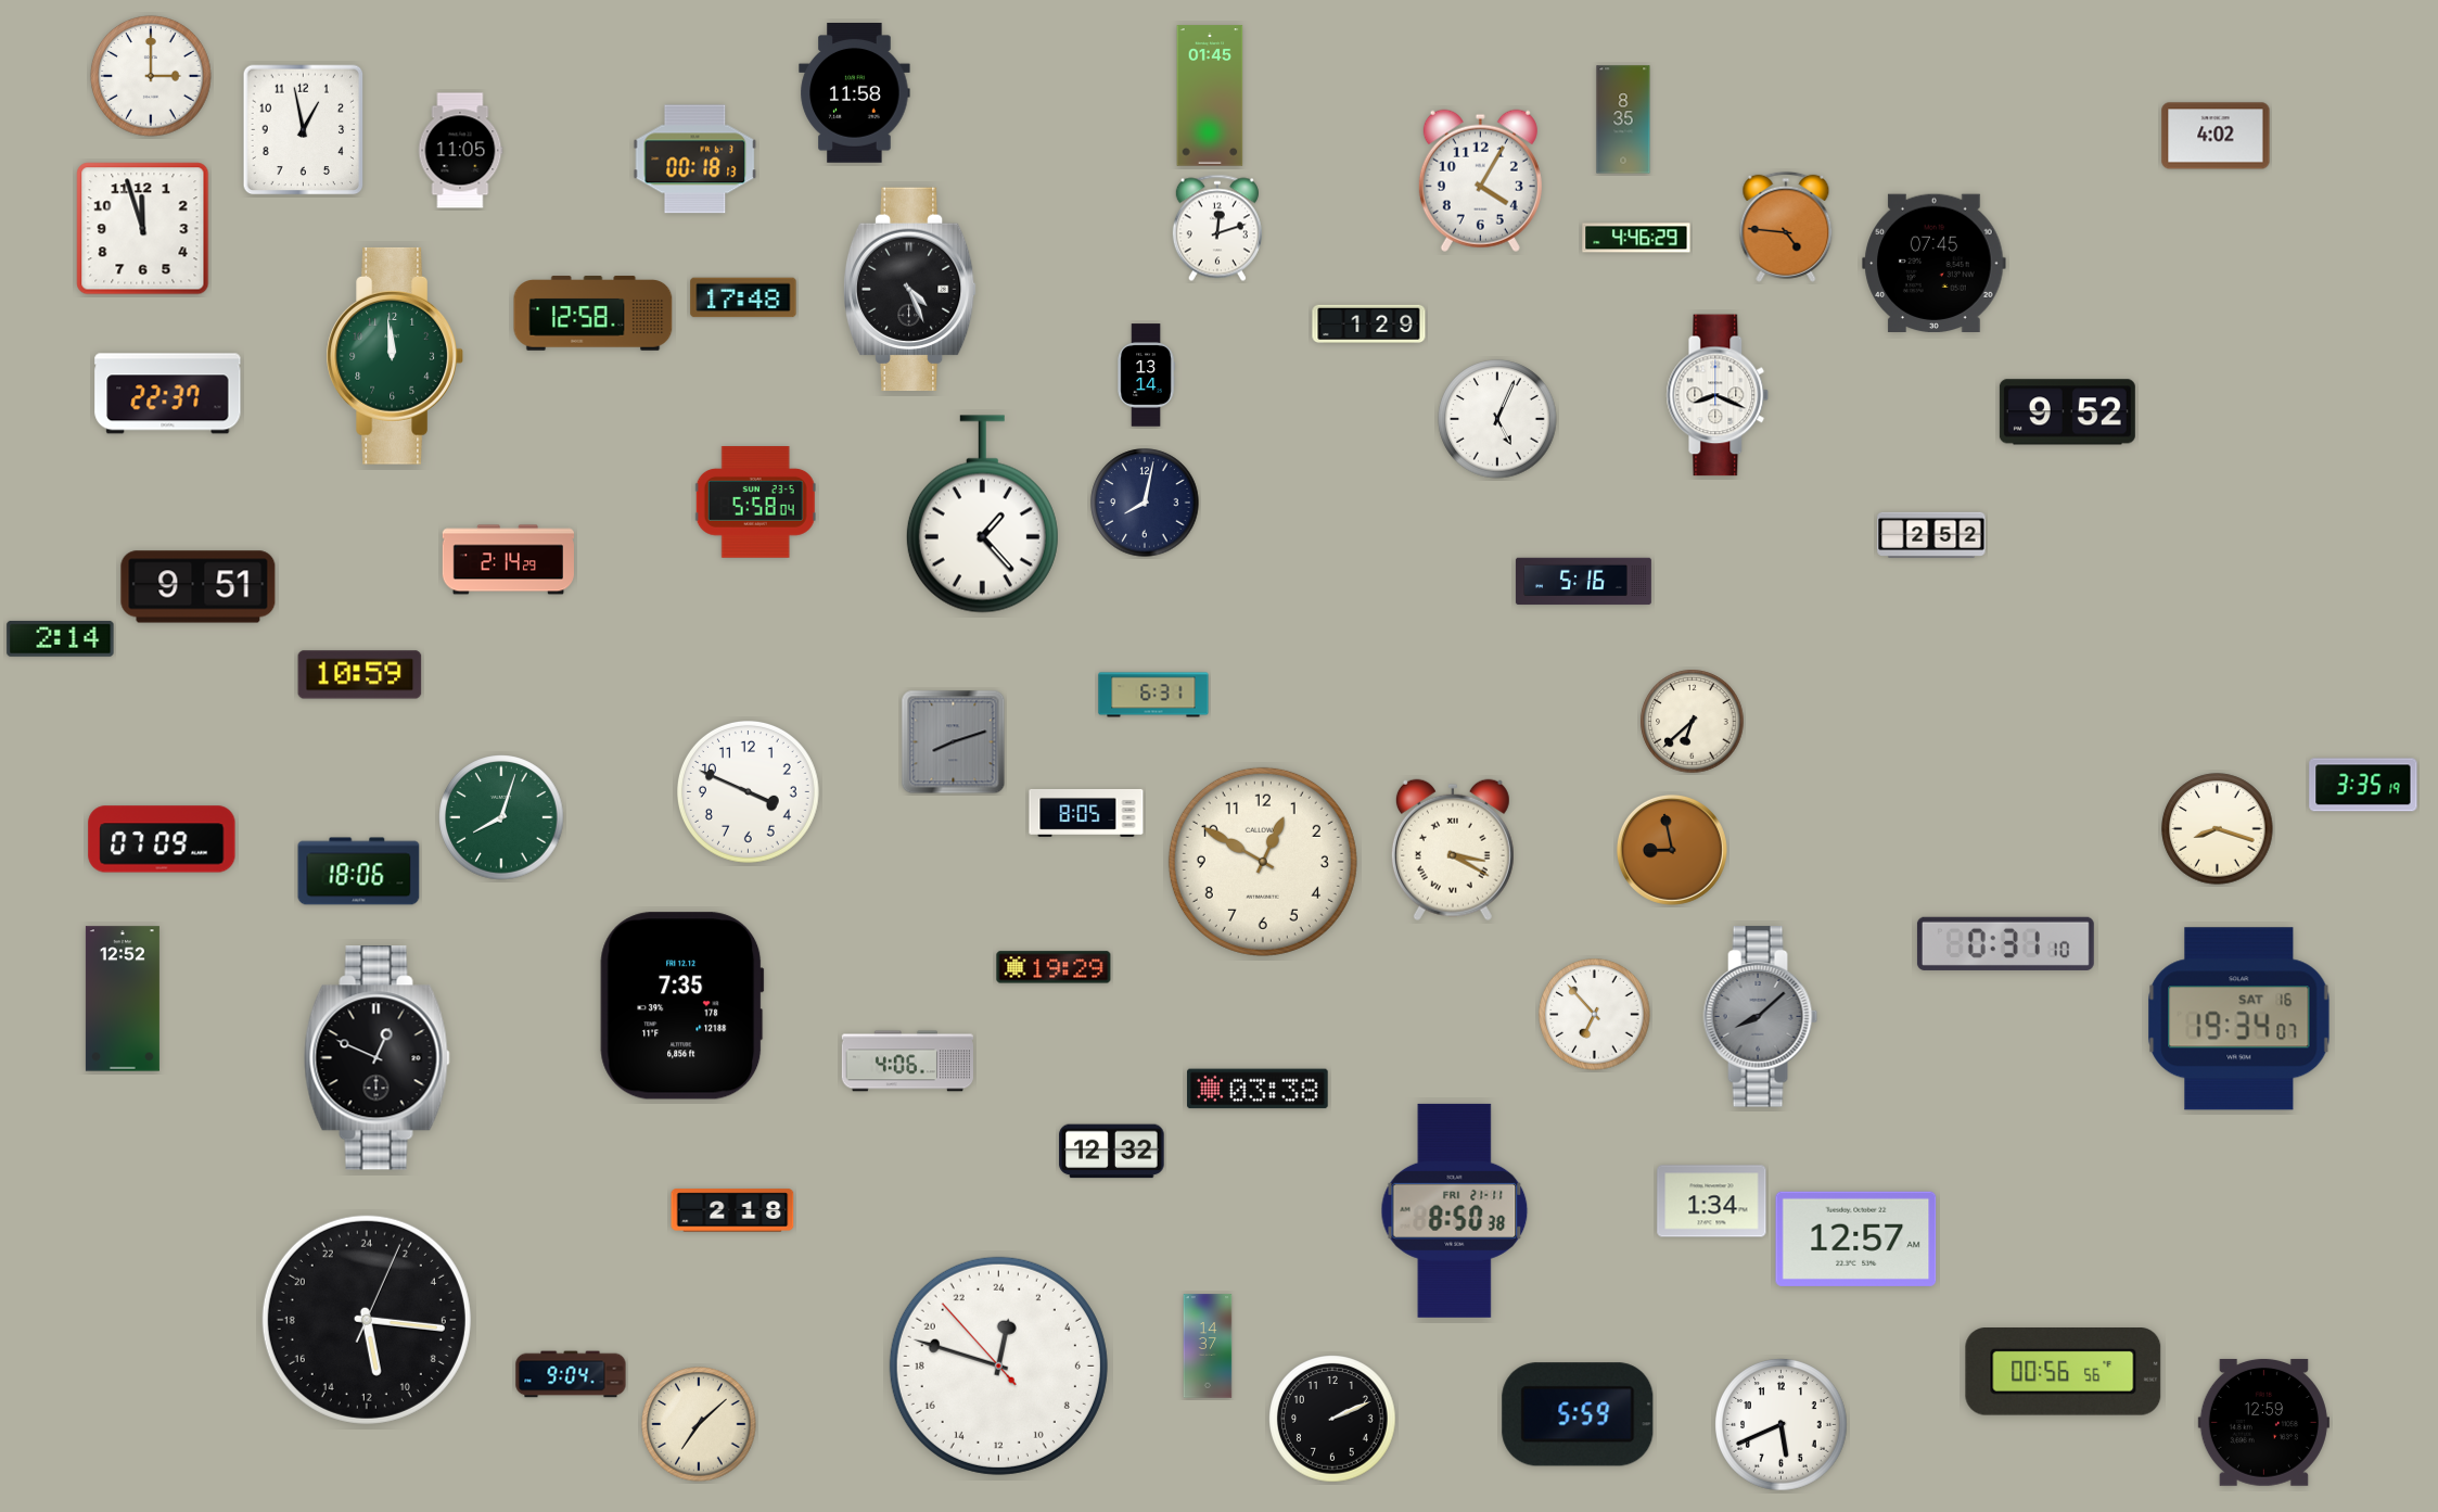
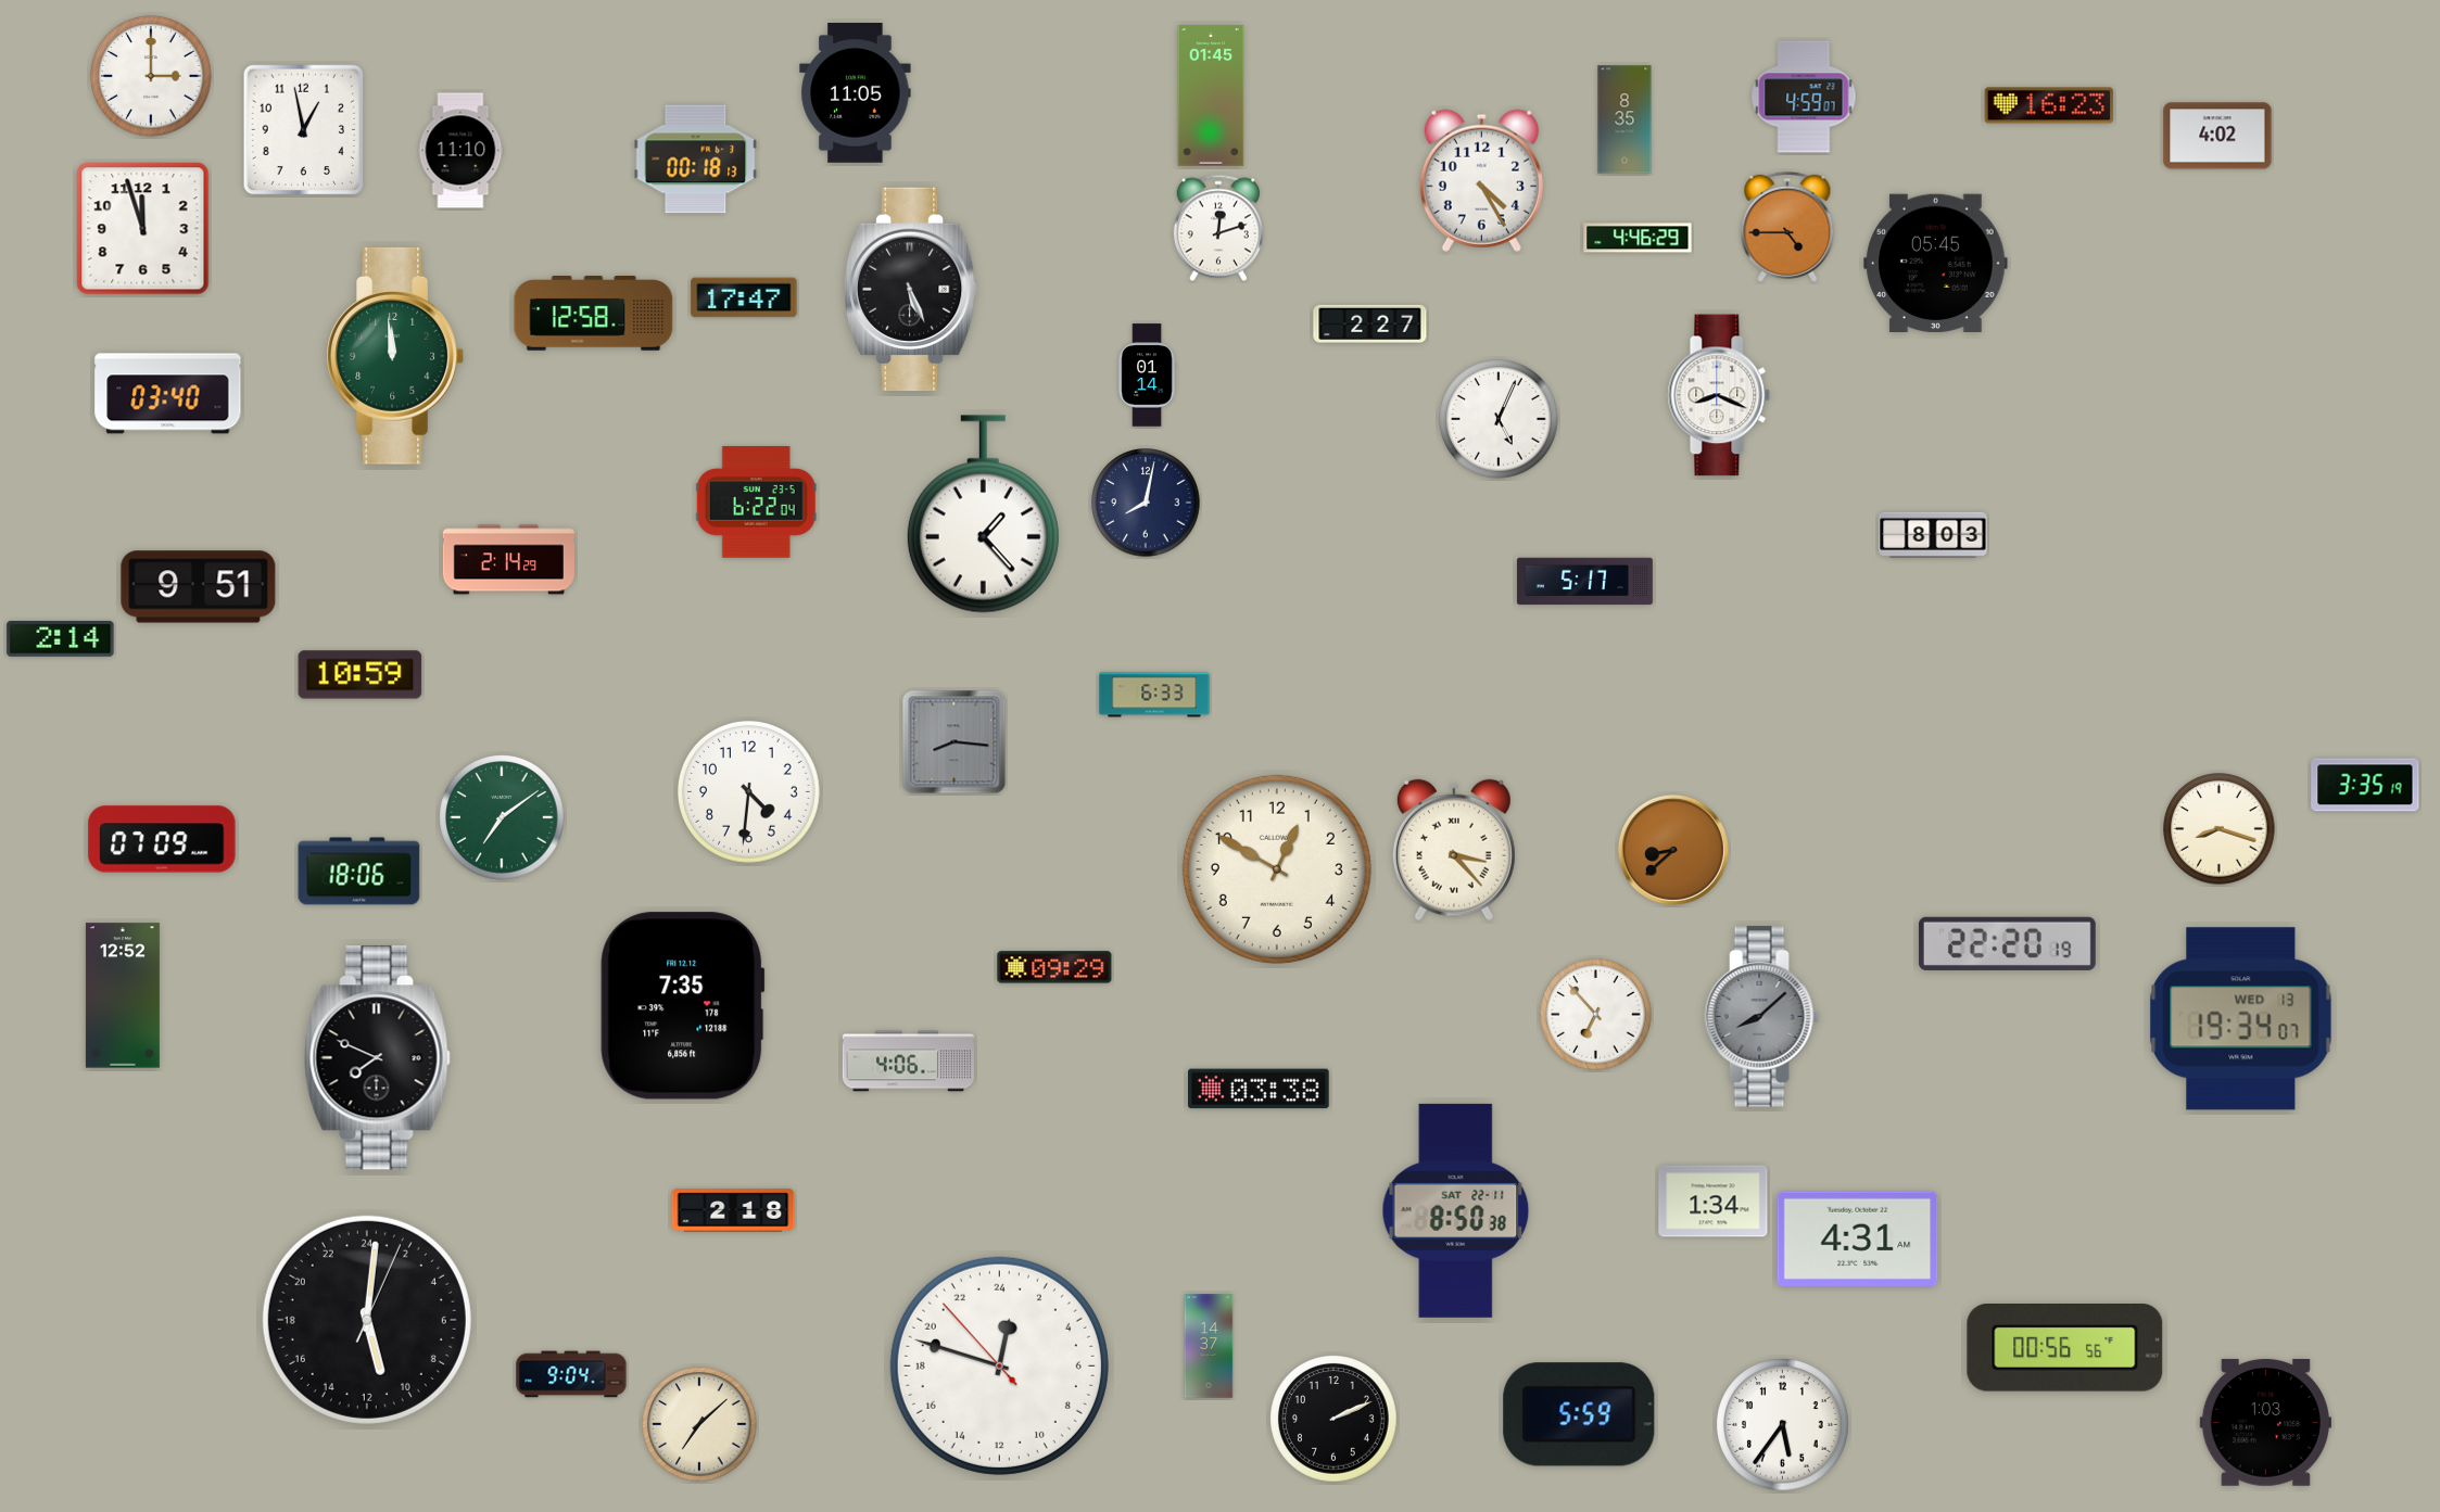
clock at (855, 93): 11:58 -> 11:05
clock at (1804, 97): none -> 4:59
clock at (2049, 105): none -> 16:23
clock at (460, 151): 11:05 -> 11:10
clock at (1480, 180): 4:05 -> 4:25
clock at (1786, 227): 4:46 -> 4:45
clock at (1935, 263): 07:45 -> 05:45
clock at (909, 290): 4:26 -> 5:26
clock at (743, 297): 17:48 -> 17:47
clock at (1369, 323): 1:29 -> 2:27
clock at (1146, 376): 13:14 -> 01:14
clock at (168, 394): 22:37 -> 03:40
clock at (2067, 412): 9:52 -> none
clock at (755, 503): 5:58 -> 6:22
clock at (1931, 535): 2:52 -> 8:03
clock at (1583, 582): 5:16 -> 5:17
clock at (1153, 695): 6:31 -> 6:33
clock at (1693, 722): 6:38 -> none
clock at (954, 742): 8:12 -> 8:16
clock at (749, 792): 3:49 -> 4:31
clock at (1086, 813): 8:05 -> none
clock at (501, 817): 8:03 -> 7:09
clock at (1453, 850): 3:20 -> 3:23
clock at (1672, 850): 8:58 -> 8:38
clock at (1263, 862) position: (1263, 862) -> (1277, 869)
clock at (2005, 943): 0:31 -> 22:20
clock at (1054, 967): 19:29 -> 09:29
clock at (123, 999) position: (123, 999) -> (123, 995)
clock at (2239, 1019) date: SAT 16 -> WED 13
clock at (378, 1058): 12:49 -> 7:49
clock at (1112, 1152): 12:32 -> none
clock at (1455, 1210) date: FRI 21-11 -> SAT 22-11
clock at (1856, 1238): 12:57 -> 4:31
clock at (367, 1320): 11:16 -> 11:01
clock at (2064, 1372) position: (2064, 1372) -> (2065, 1348)
clock at (2263, 1422): 12:59 -> 1:03
clock at (1782, 1425): 5:41 -> 5:36
